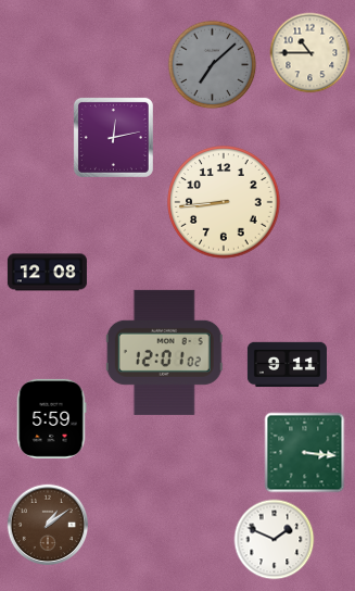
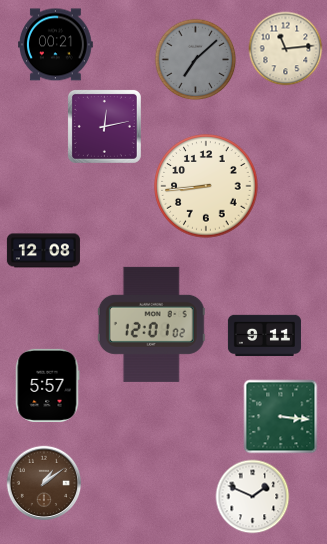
clock at (55, 45): none -> 00:21
clock at (310, 53): 10:45 -> 11:14
clock at (51, 418): 5:59 -> 5:57
